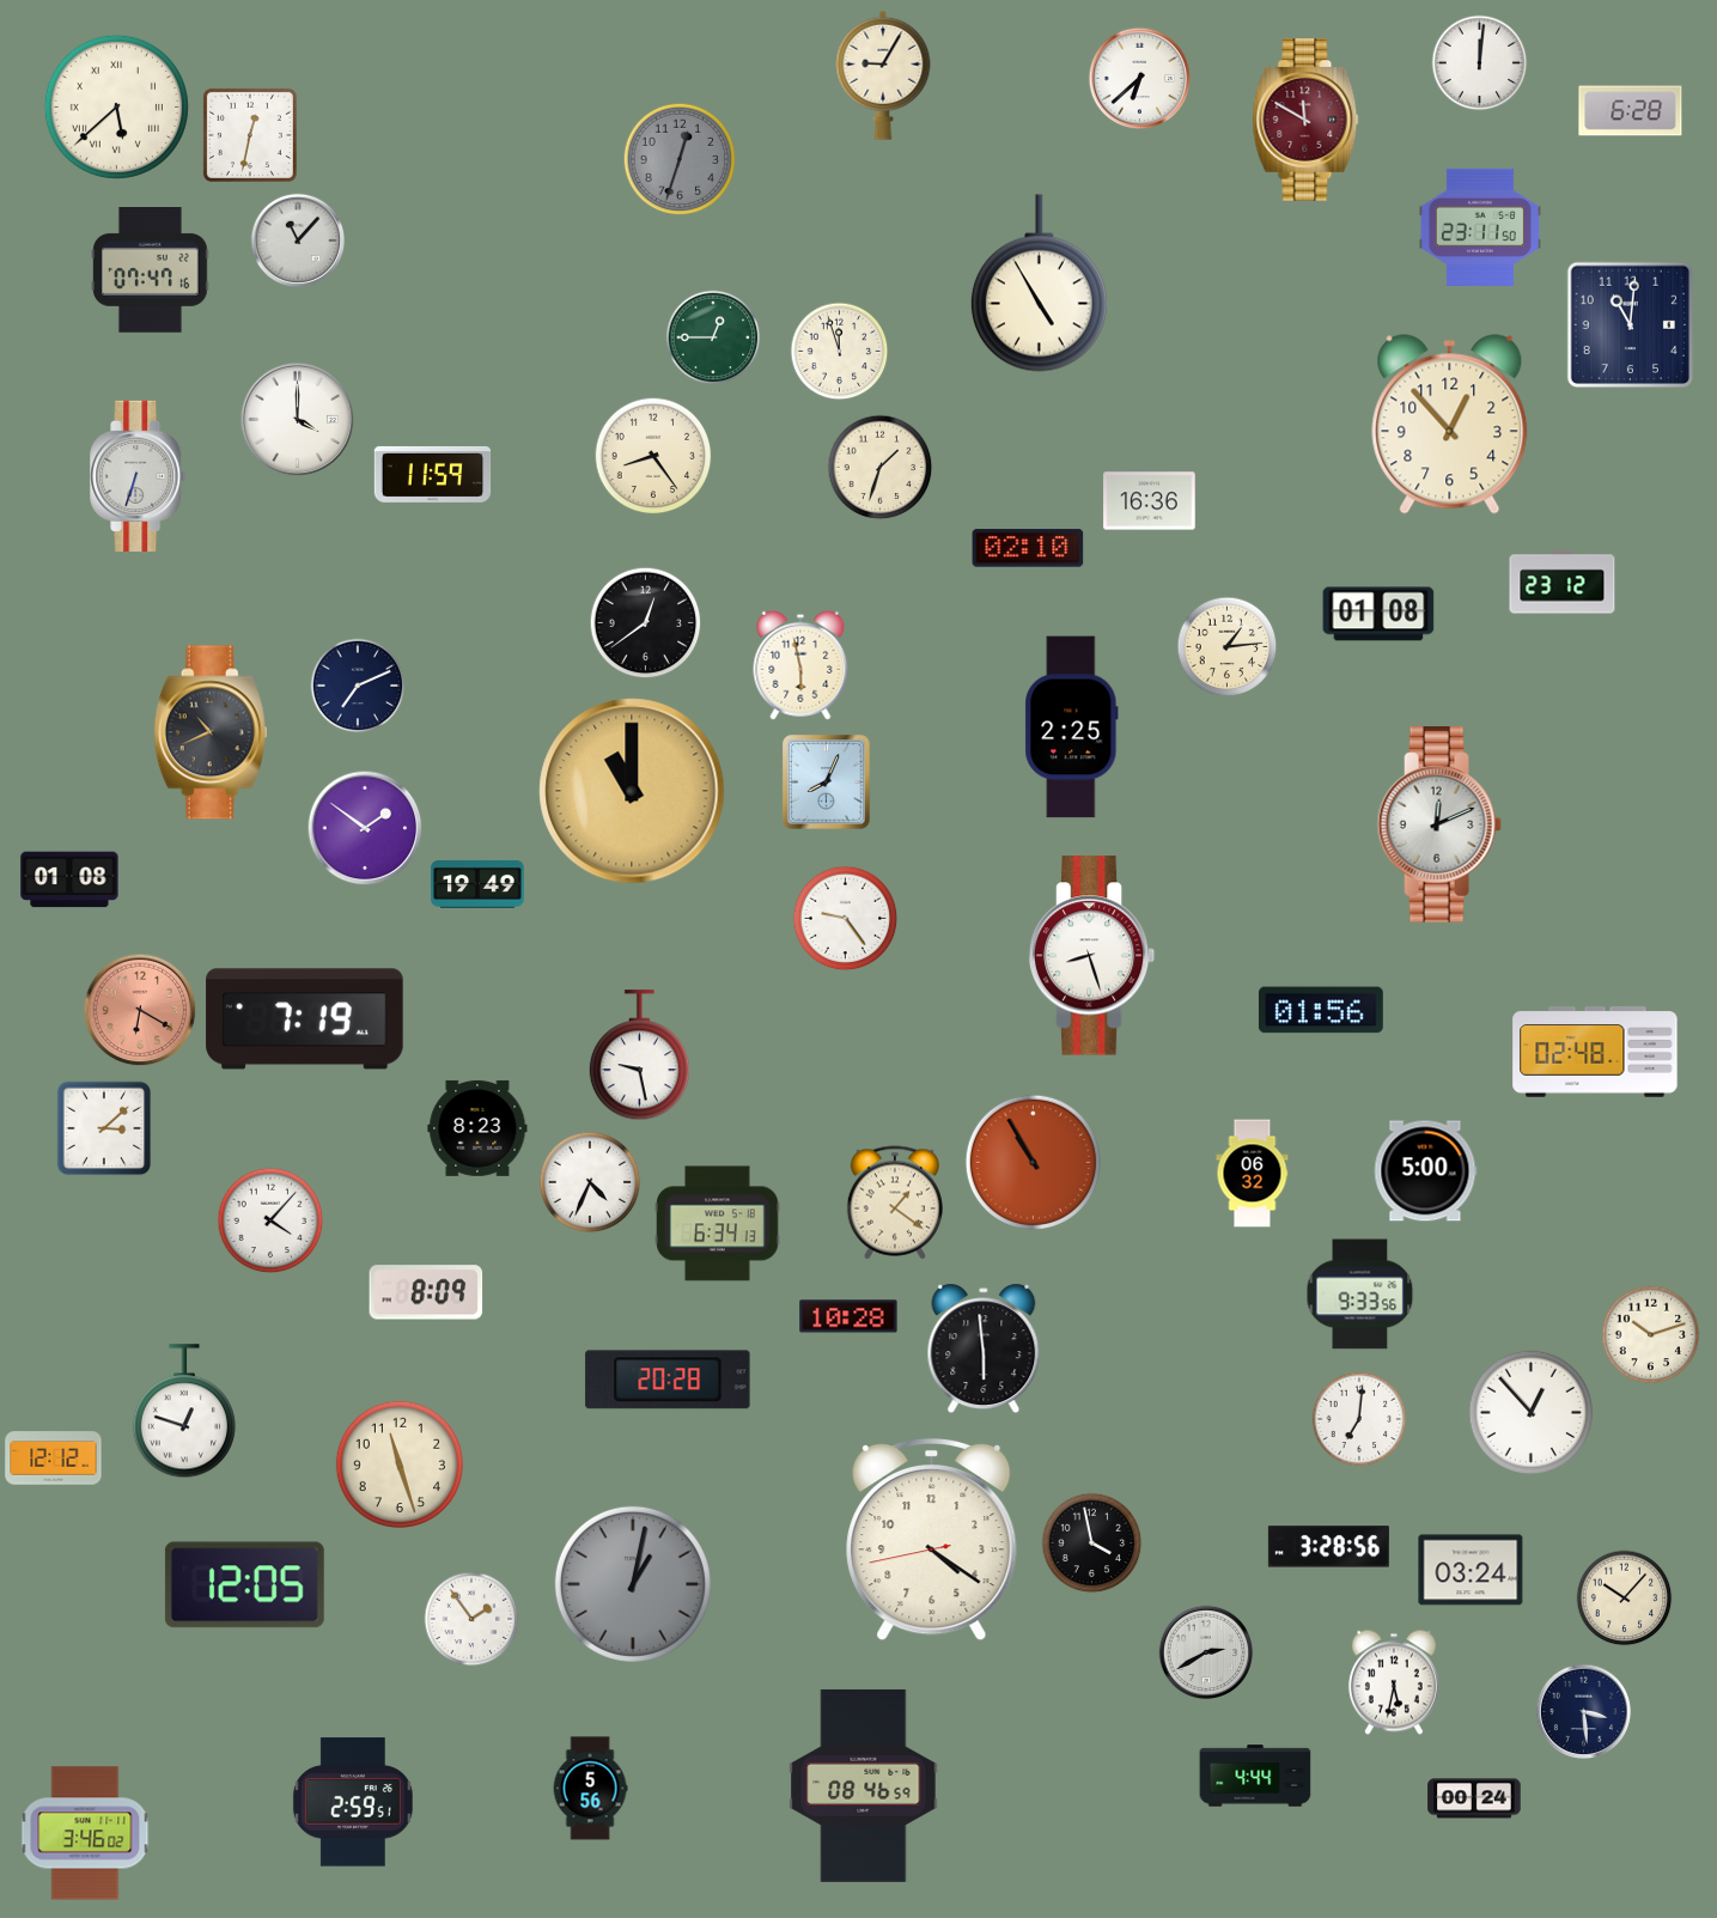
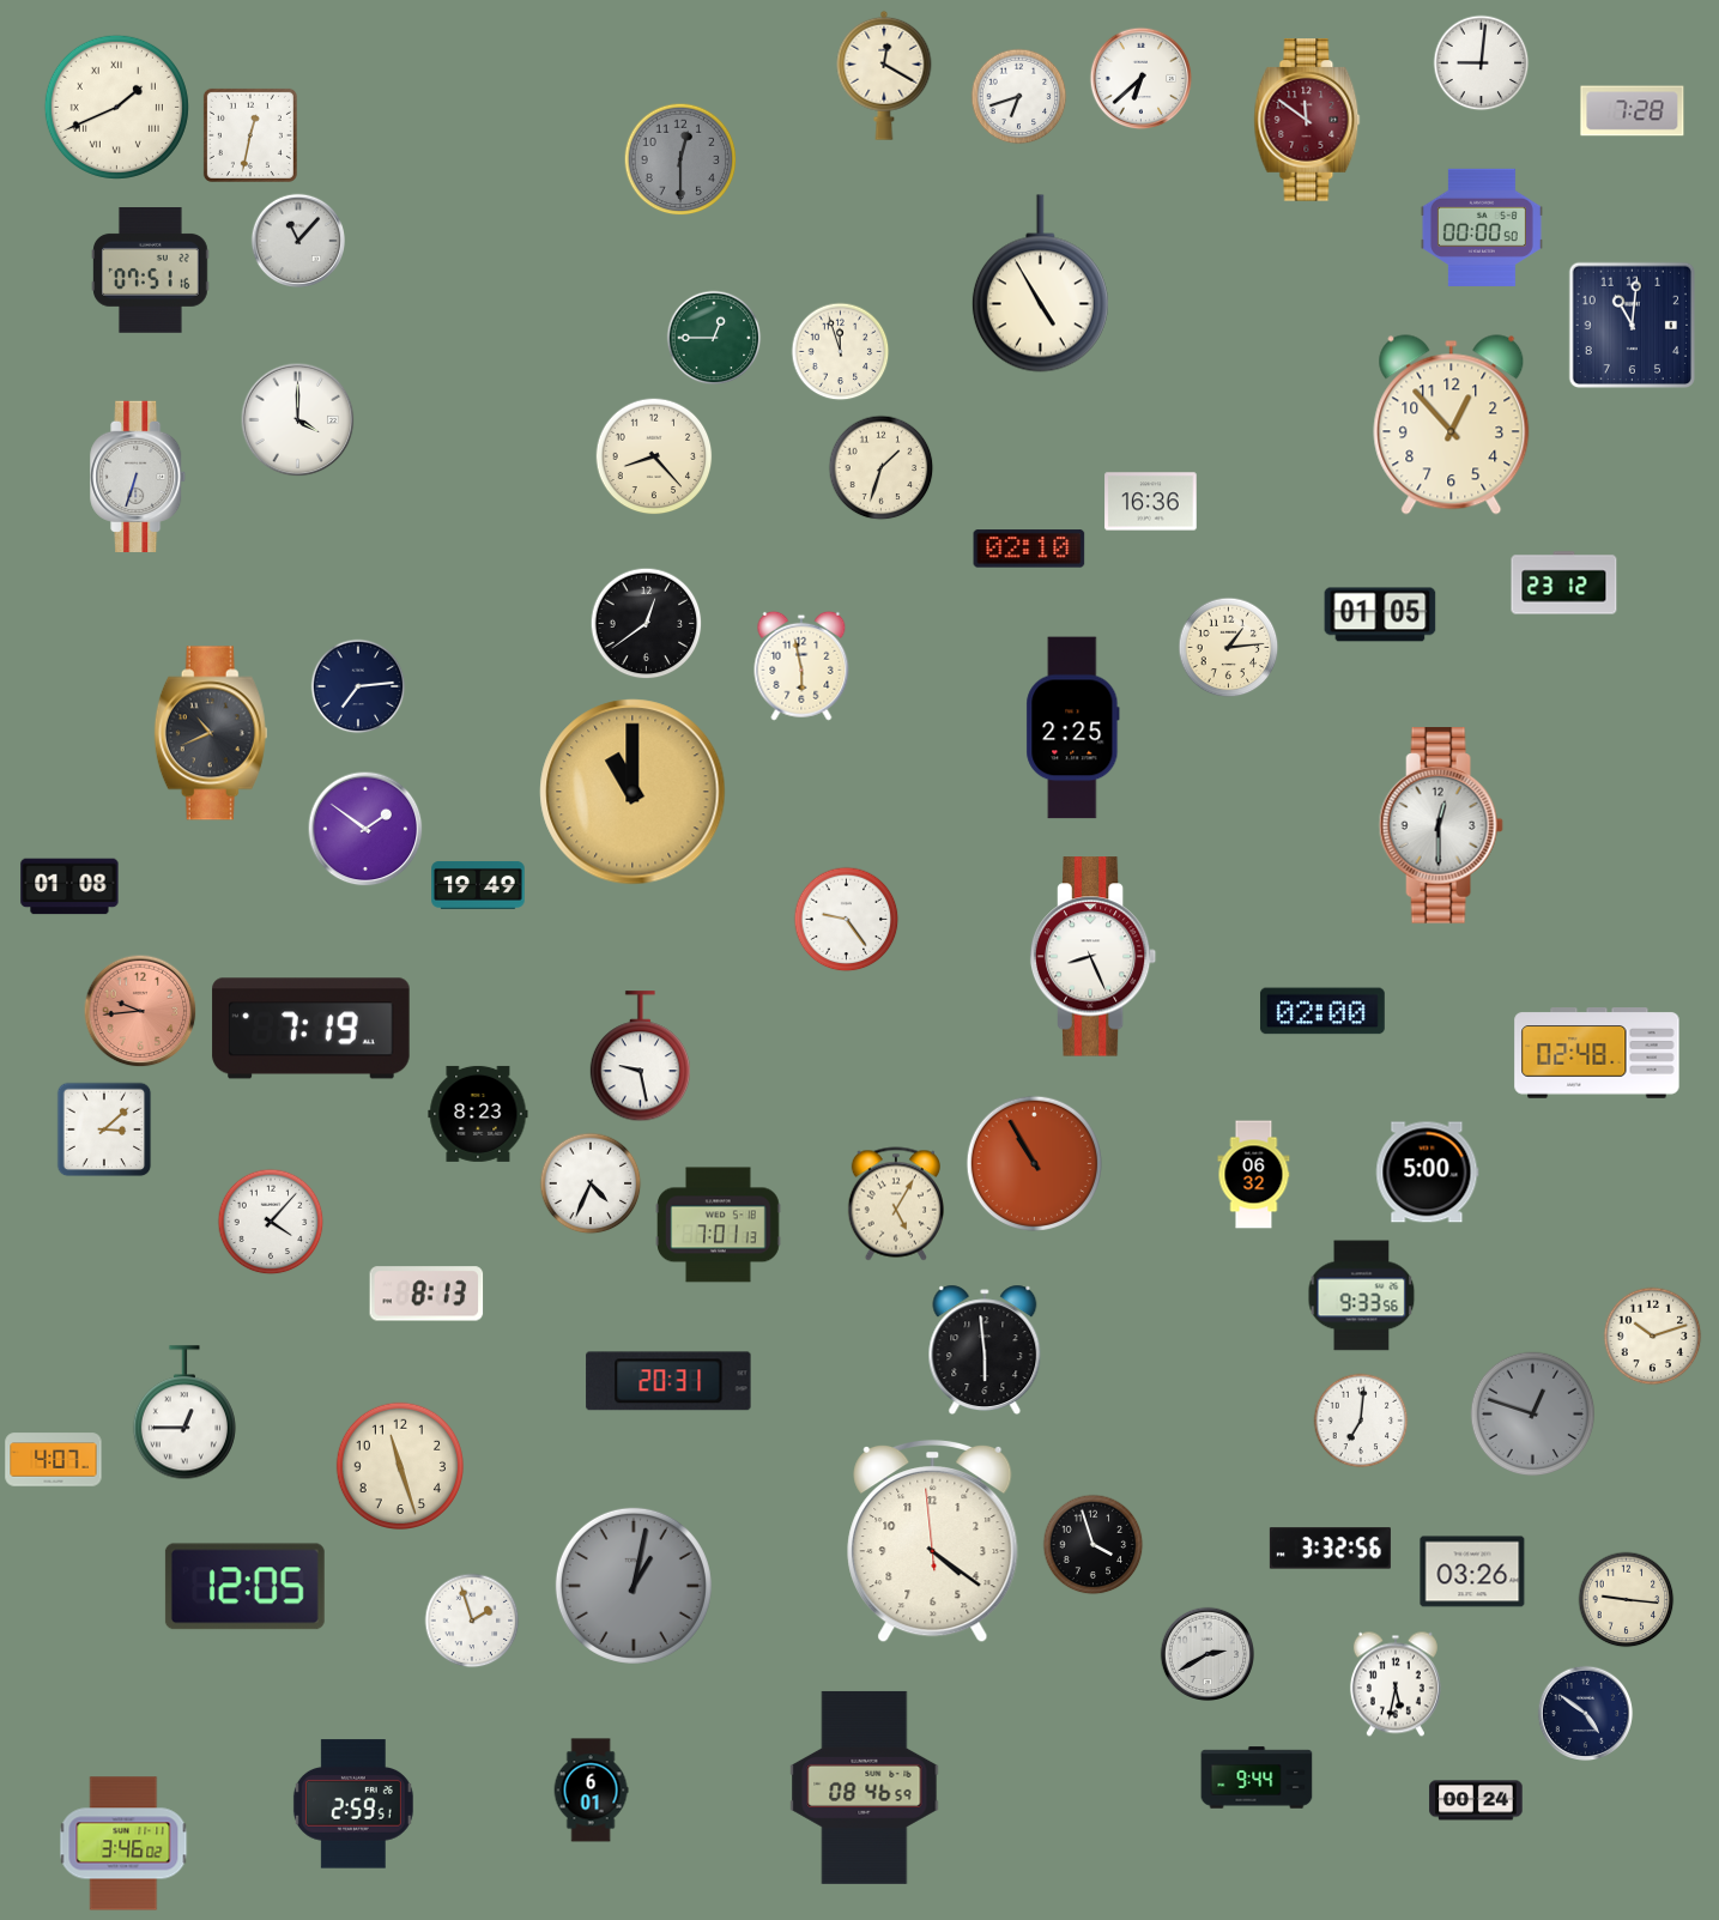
clock at (1480, 63): 12:01 -> 9:01
clock at (883, 75): 9:05 -> 12:20
clock at (1019, 97): none -> 6:42
clock at (116, 106): 5:38 -> 1:41
clock at (1631, 111): 6:28 -> 7:28
clock at (1305, 120): 11:50 -> 11:51
clock at (680, 159): 12:33 -> 12:30
clock at (1480, 226): 23:11 -> 00:00
clock at (151, 270): 07:47 -> 07:51
clock at (653, 456): 8:24 -> 8:23
clock at (433, 474): 11:59 -> none
clock at (1378, 614): 01:08 -> 01:05
clock at (358, 686): 7:11 -> 7:14
clock at (827, 783): 8:04 -> none
clock at (1439, 826): 12:11 -> 12:30
clock at (69, 879) position: (69, 879) -> (69, 886)
clock at (1092, 956): 8:27 -> 8:26
clock at (140, 1010): 6:20 -> 9:44
clock at (1321, 1010): 01:56 -> 02:00
clock at (305, 1019) position: (305, 1019) -> (311, 1029)
clock at (477, 1128) position: (477, 1128) -> (478, 1114)
clock at (895, 1202): 1:21 -> 5:05
clock at (718, 1224): 6:34 -> 7:01
clock at (426, 1292): 8:09 -> 8:13
clock at (848, 1316): 10:28 -> none
clock at (668, 1380): 20:28 -> 20:31
clock at (184, 1412): 12:48 -> 12:45
clock at (1532, 1413): 12:53 -> 12:48
clock at (1532, 1413) dial: white -> grey
clock at (54, 1459): 12:12 -> 4:07
clock at (932, 1540): 4:20:43 -> 4:20:59
clock at (1092, 1543): 3:58 -> 3:57
clock at (1328, 1547): 3:28 -> 3:32
clock at (1471, 1570): 03:24 -> 03:26
clock at (1625, 1599): 10:07 -> 9:16
clock at (471, 1619): 1:54 -> 1:57
clock at (1584, 1712): 3:29 -> 4:51
clock at (1255, 1776): 4:44 -> 9:44
clock at (590, 1789): 5:56 -> 6:01
clock at (85, 1833) position: (85, 1833) -> (123, 1843)
